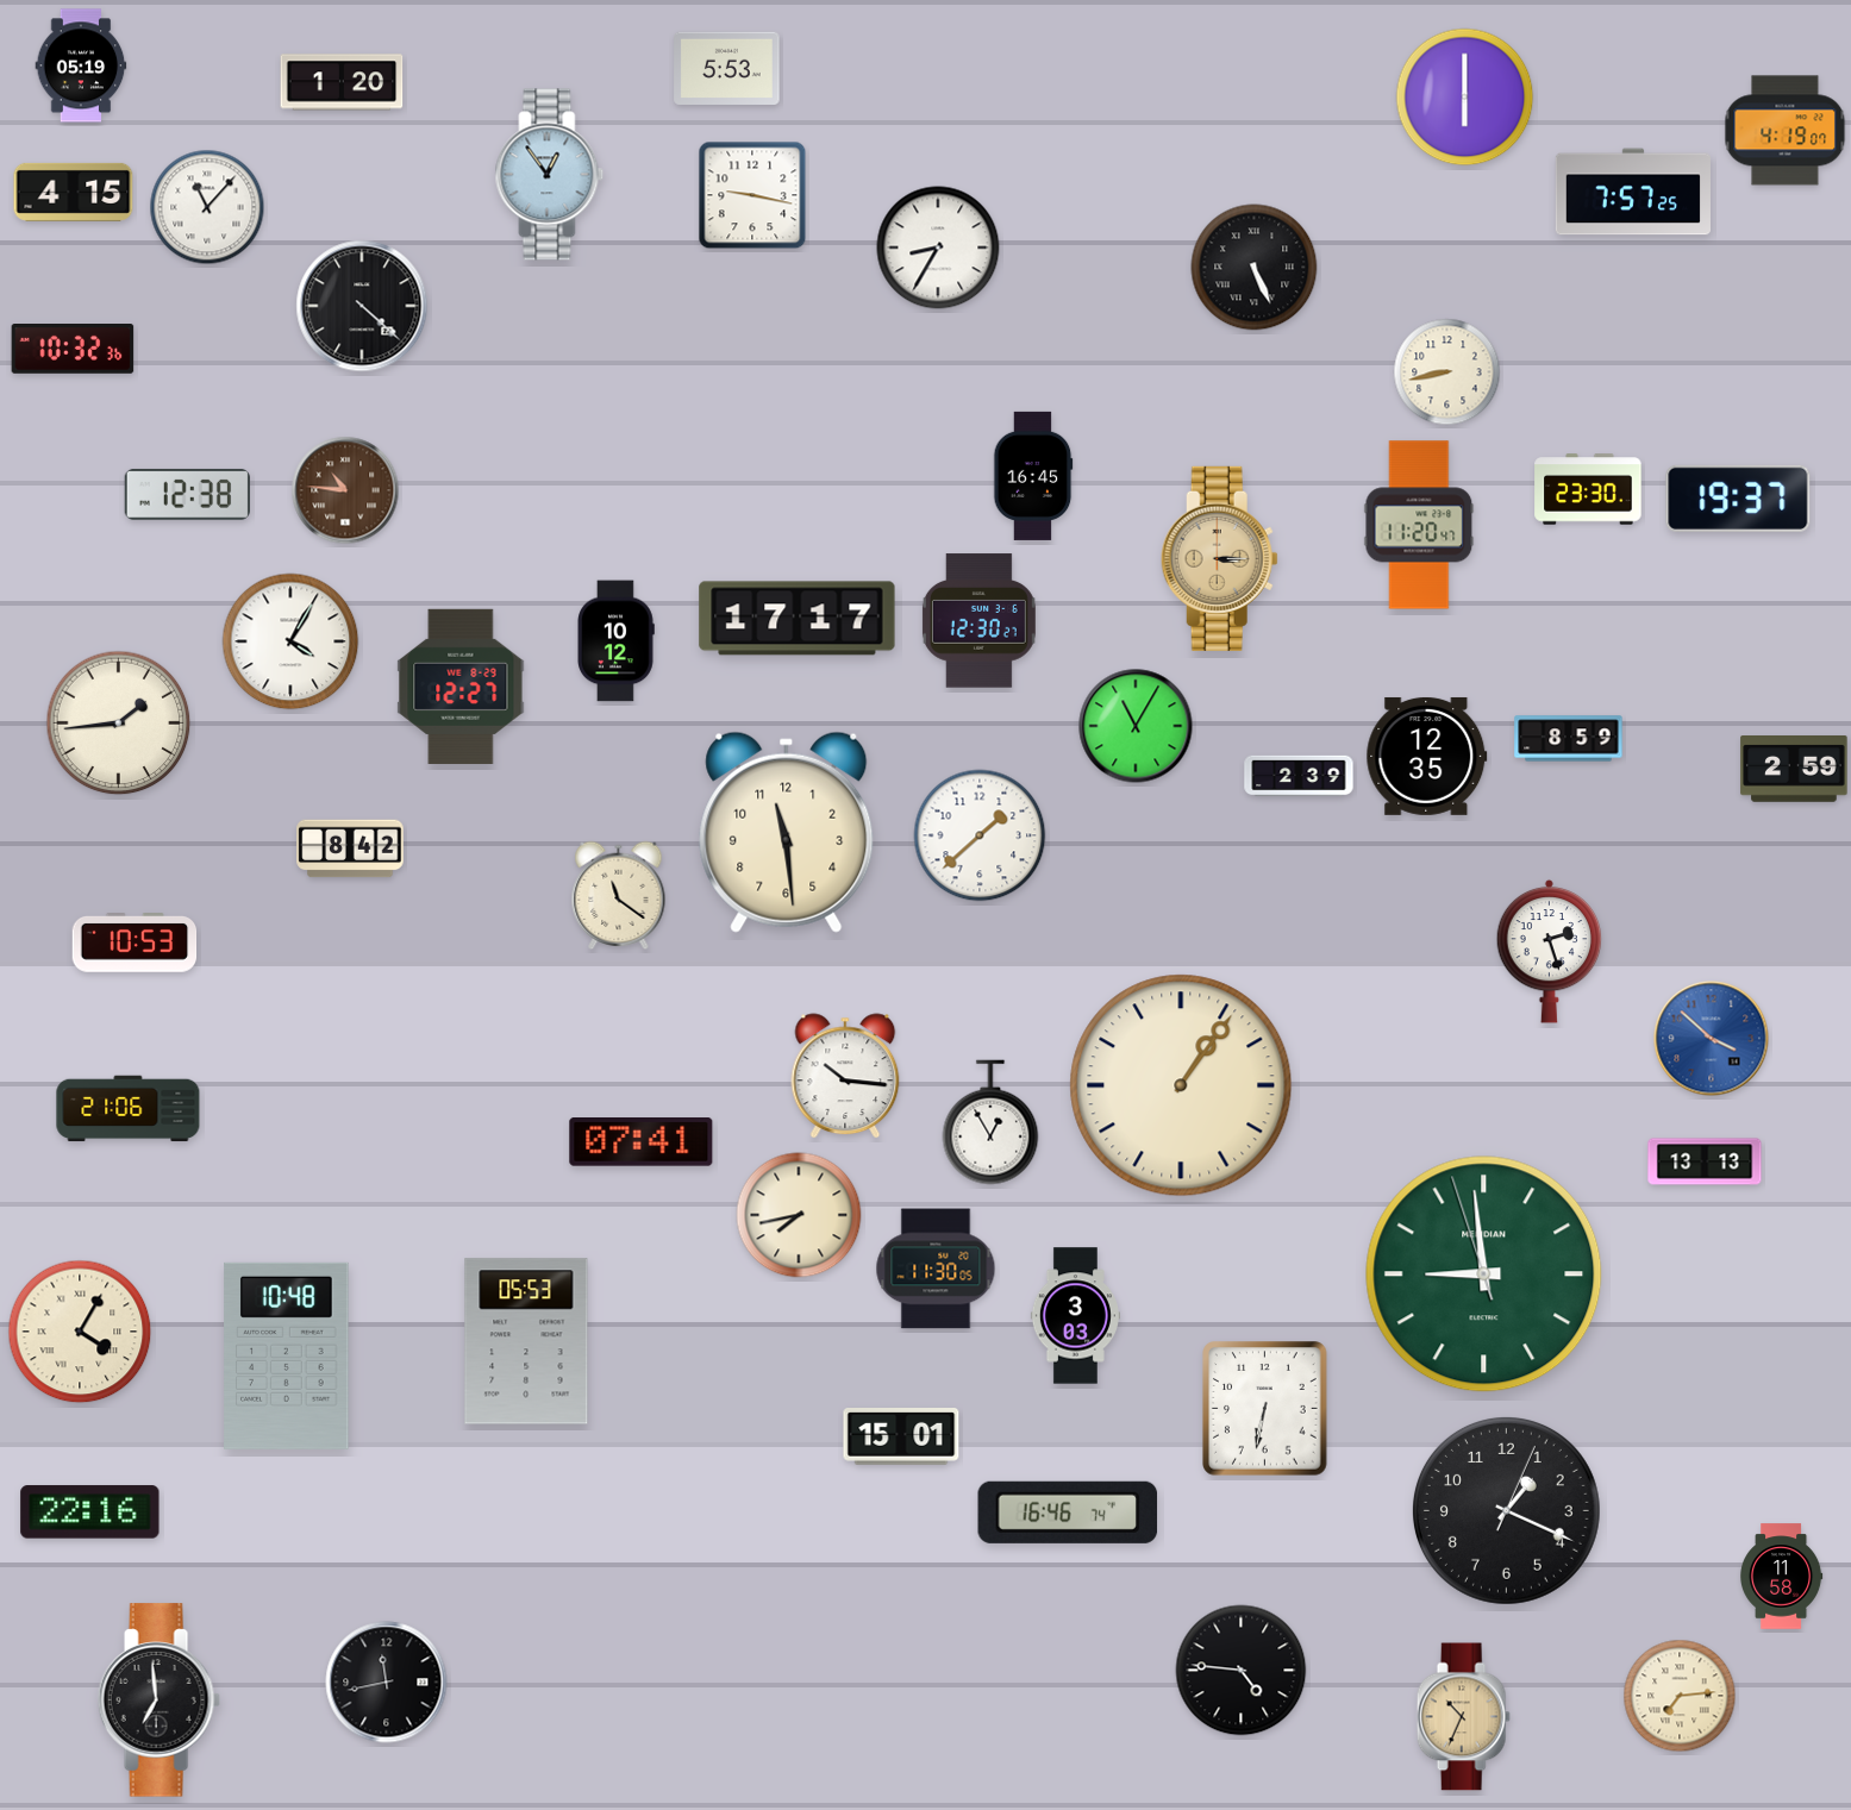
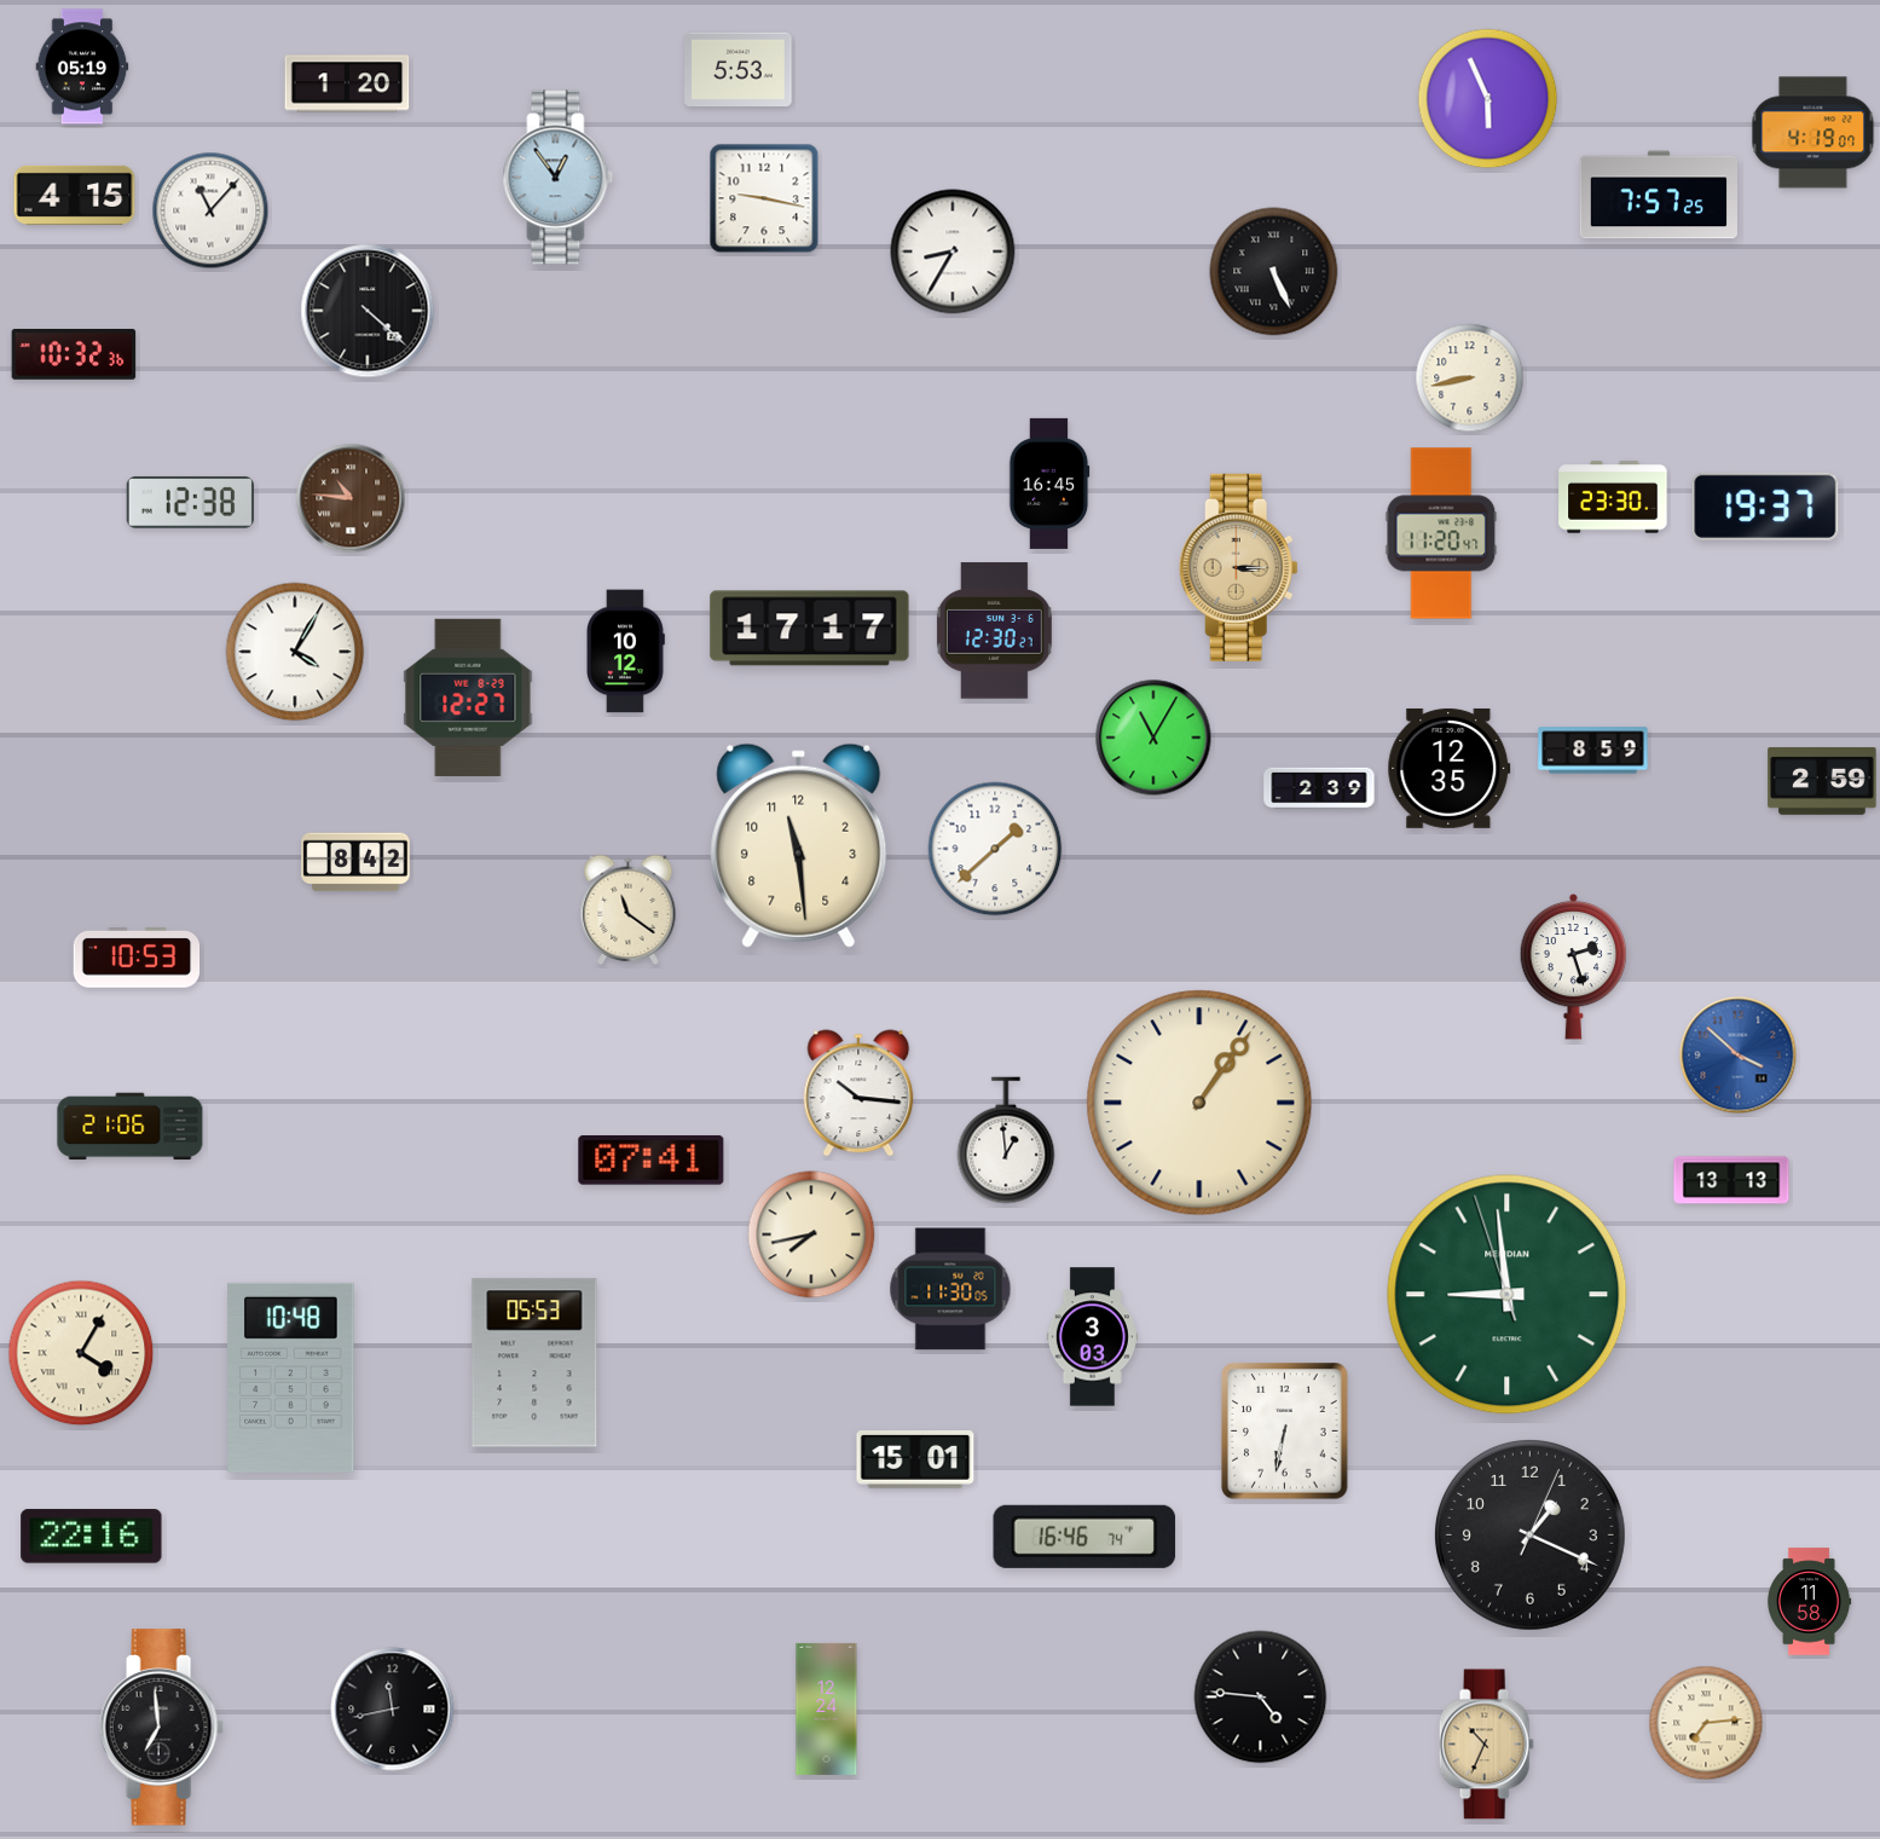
clock at (1465, 98): 6:00 -> 5:56
clock at (119, 724): 1:44 -> none
clock at (990, 1122): 12:55 -> 12:59
clock at (827, 1708): none -> 12:24
